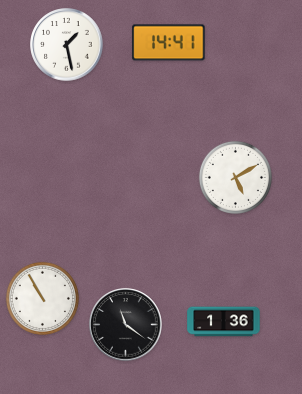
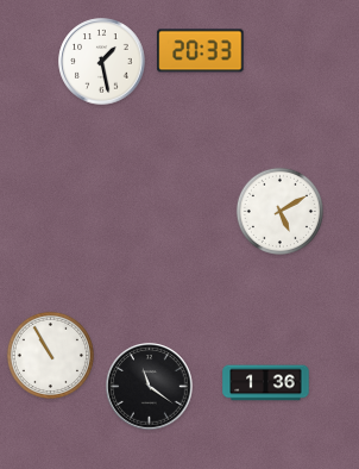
clock at (169, 43): 14:41 -> 20:33
clock at (67, 45) position: (67, 45) -> (102, 62)
